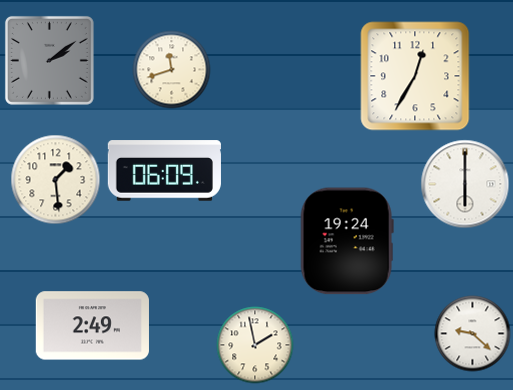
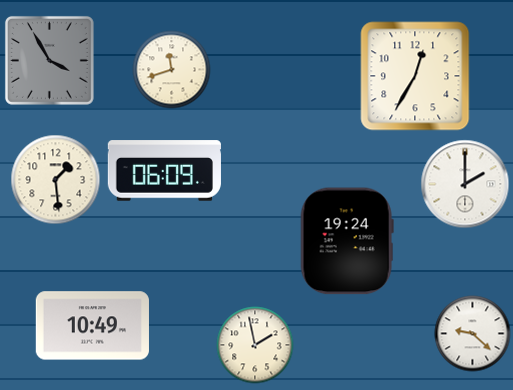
clock at (49, 60): 2:09 -> 3:55
clock at (465, 184): 6:00 -> 2:00
clock at (92, 326): 2:49 -> 10:49
